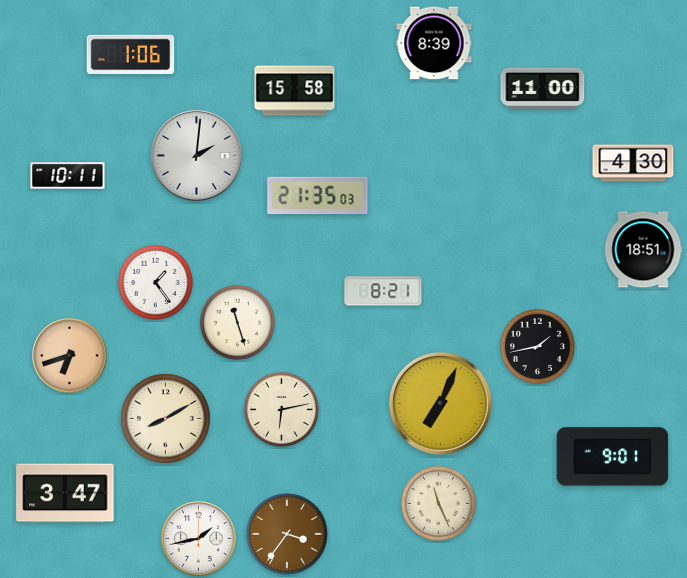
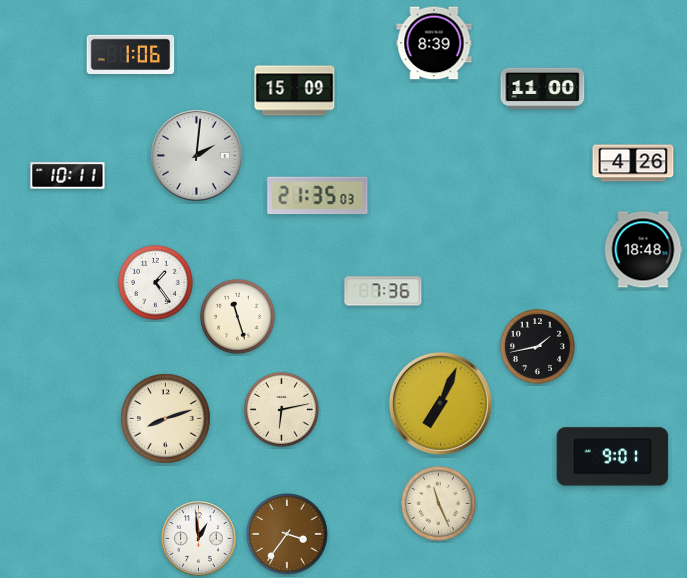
clock at (295, 91): 15:58 -> 15:09
clock at (633, 163): 4:30 -> 4:26
clock at (643, 250): 18:51 -> 18:48
clock at (383, 291): 8:21 -> 7:36
clock at (237, 322) position: (237, 322) -> (237, 316)
clock at (70, 356): 6:42 -> none
clock at (166, 419): 8:10 -> 8:12
clock at (65, 493): 3:47 -> none
clock at (199, 539): 1:43 -> 12:59
